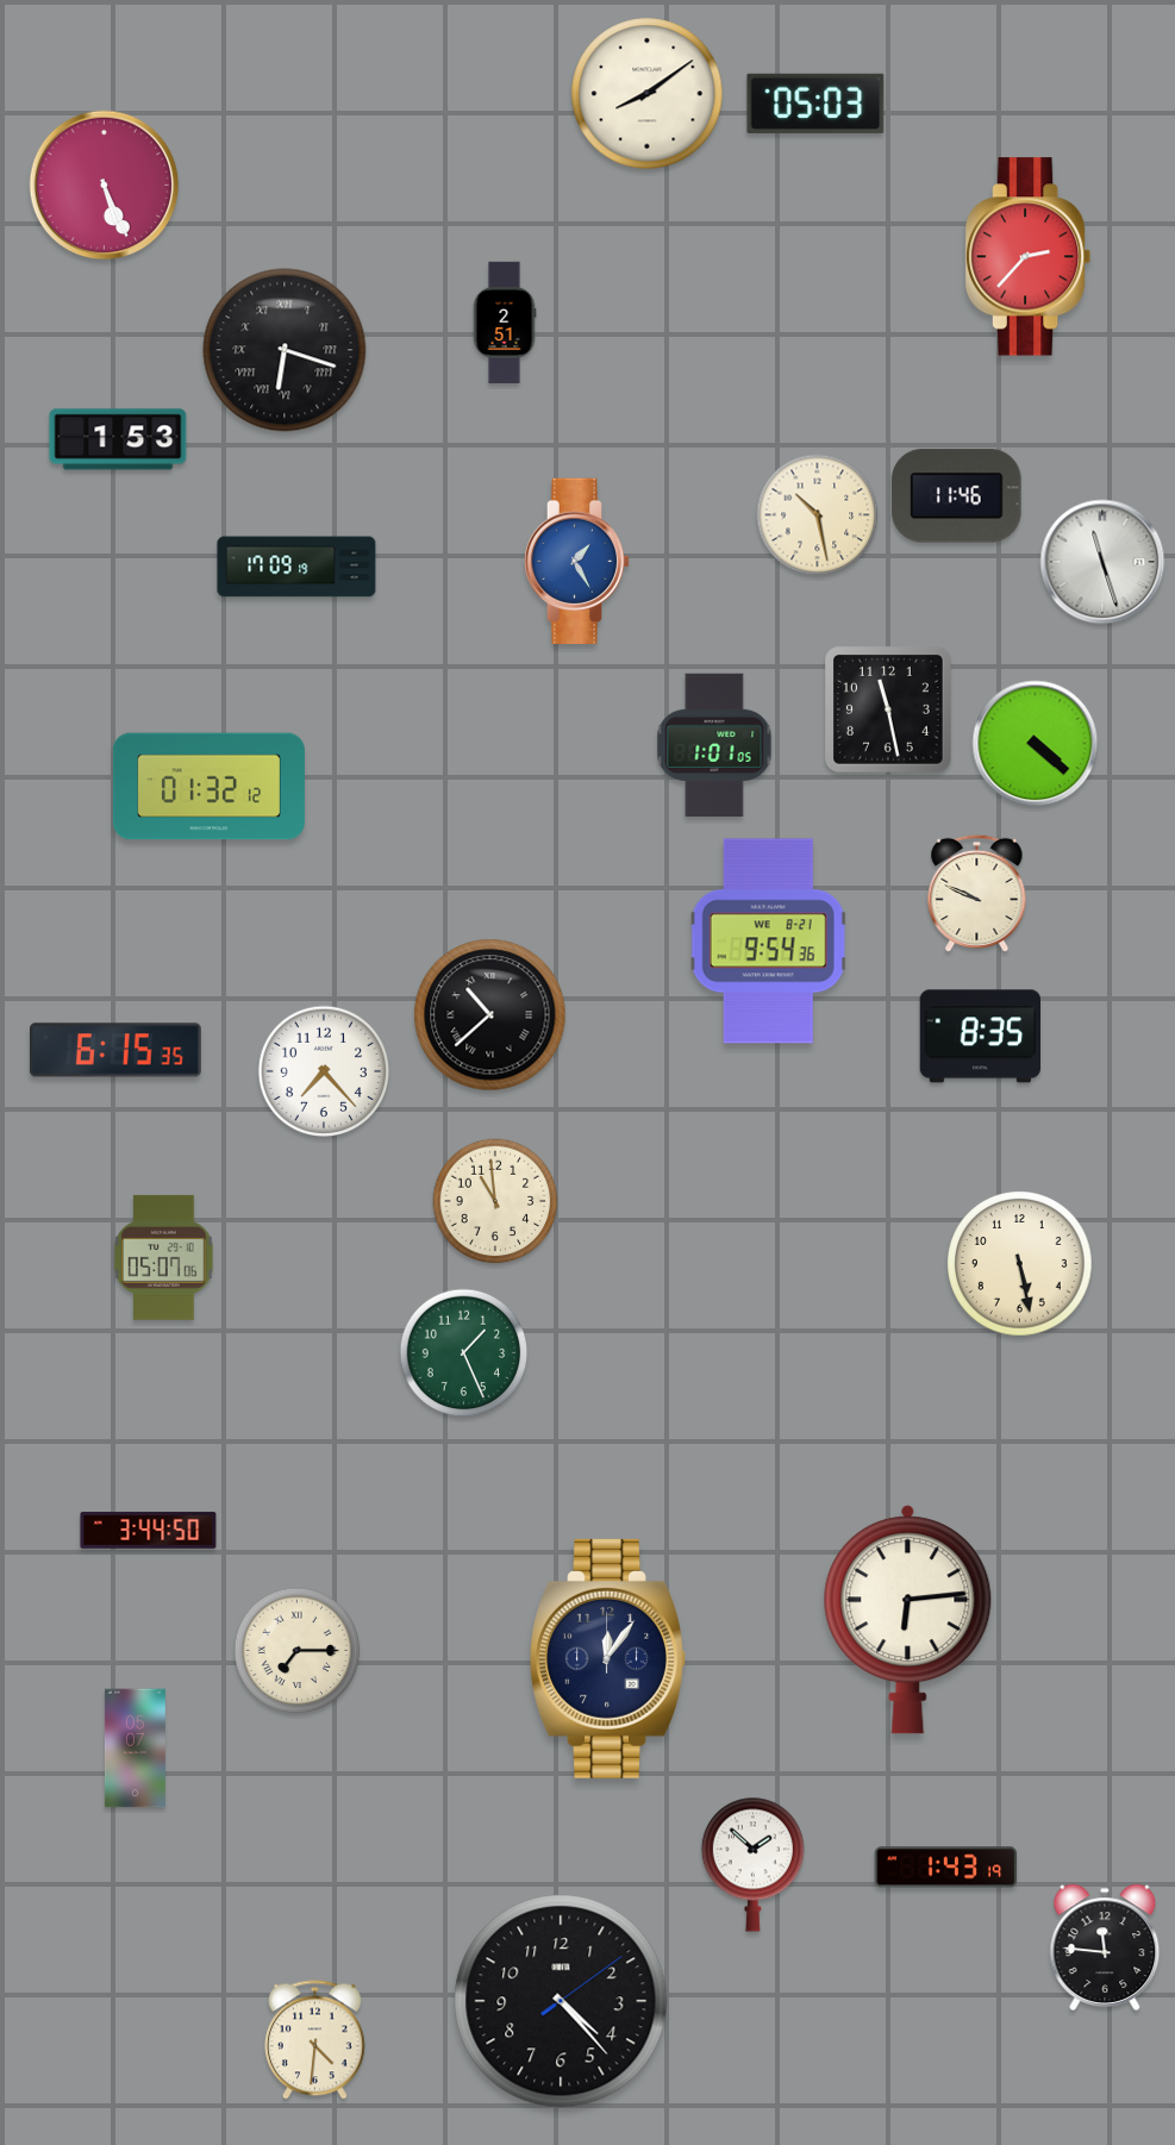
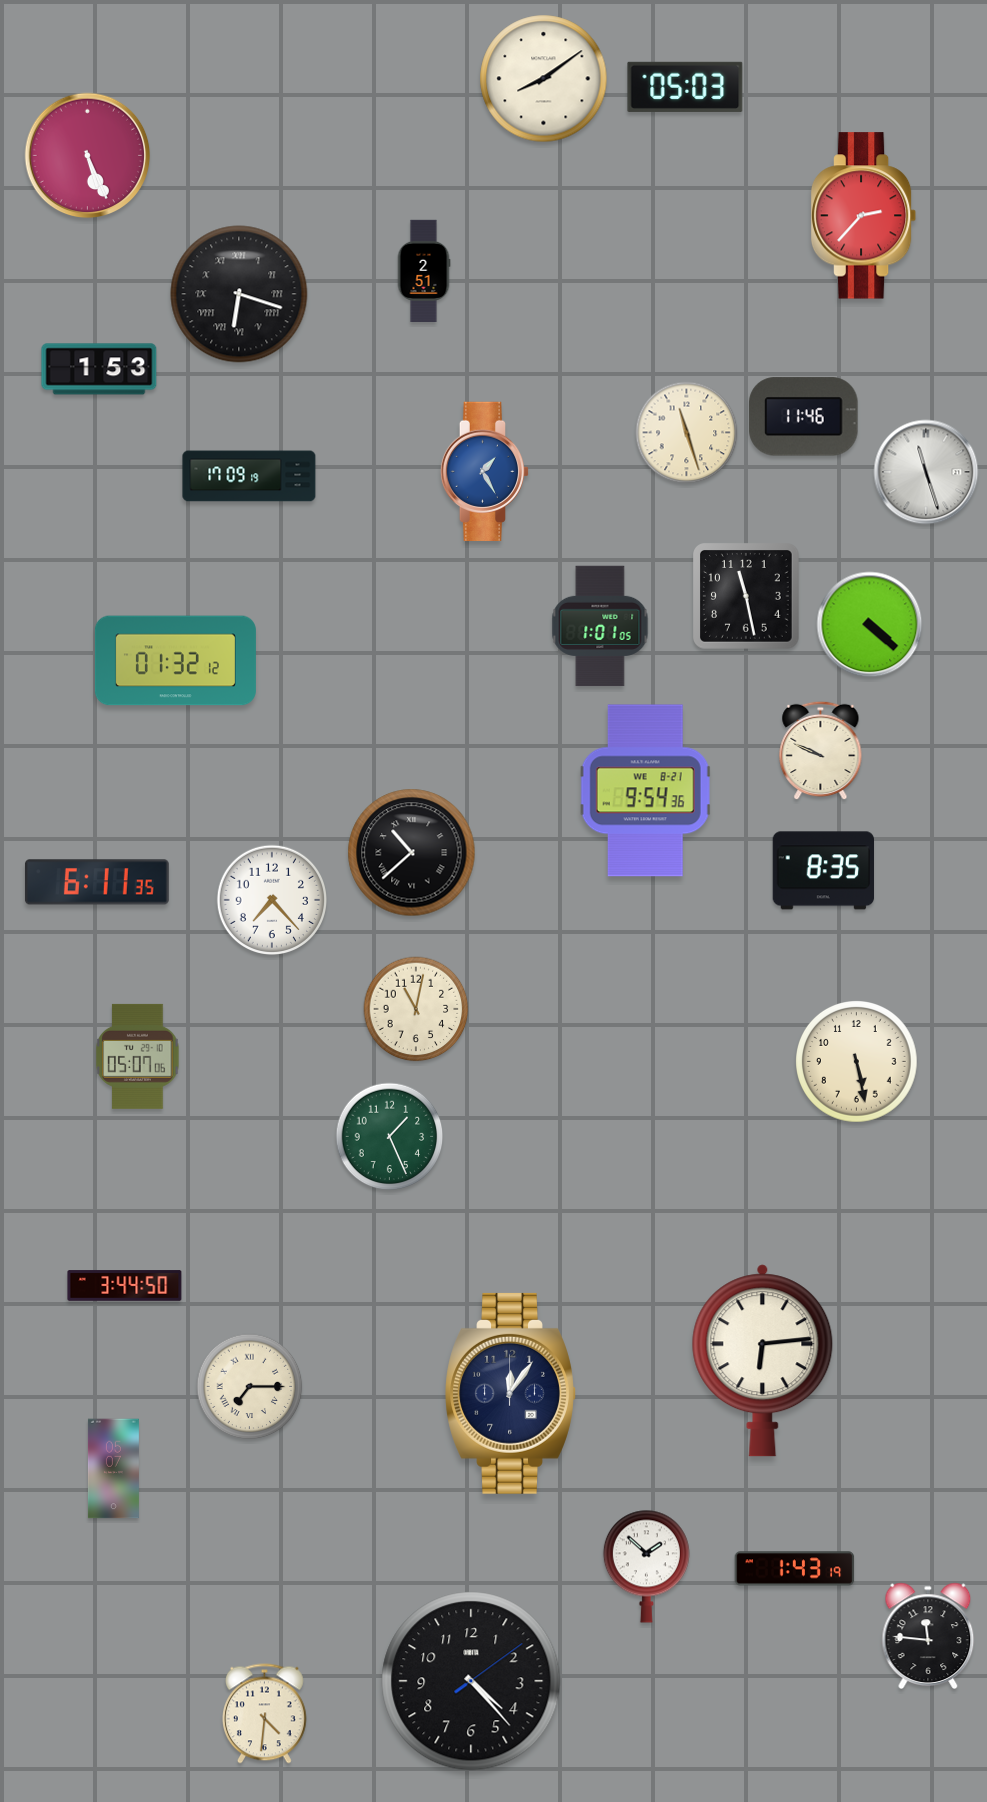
clock at (818, 515): 10:28 -> 11:27
clock at (115, 1050): 6:15 -> 6:11
clock at (495, 1201): 10:59 -> 11:02
clock at (752, 1864) position: (752, 1864) -> (646, 1566)
